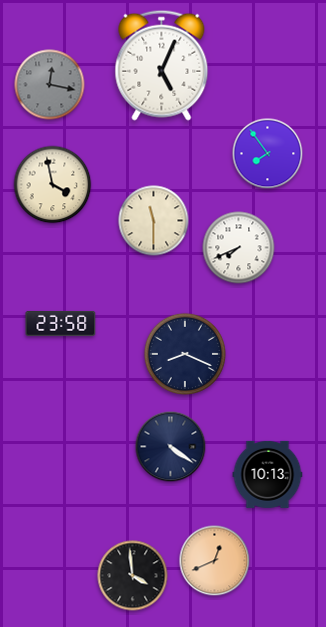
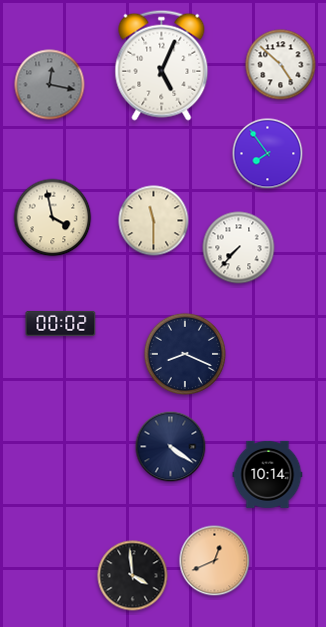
clock at (281, 65): none -> 4:52
clock at (53, 185) position: (53, 185) -> (53, 218)
clock at (239, 248): 7:41 -> 7:37
clock at (61, 323): 23:58 -> 00:02
clock at (268, 474): 10:13 -> 10:14
